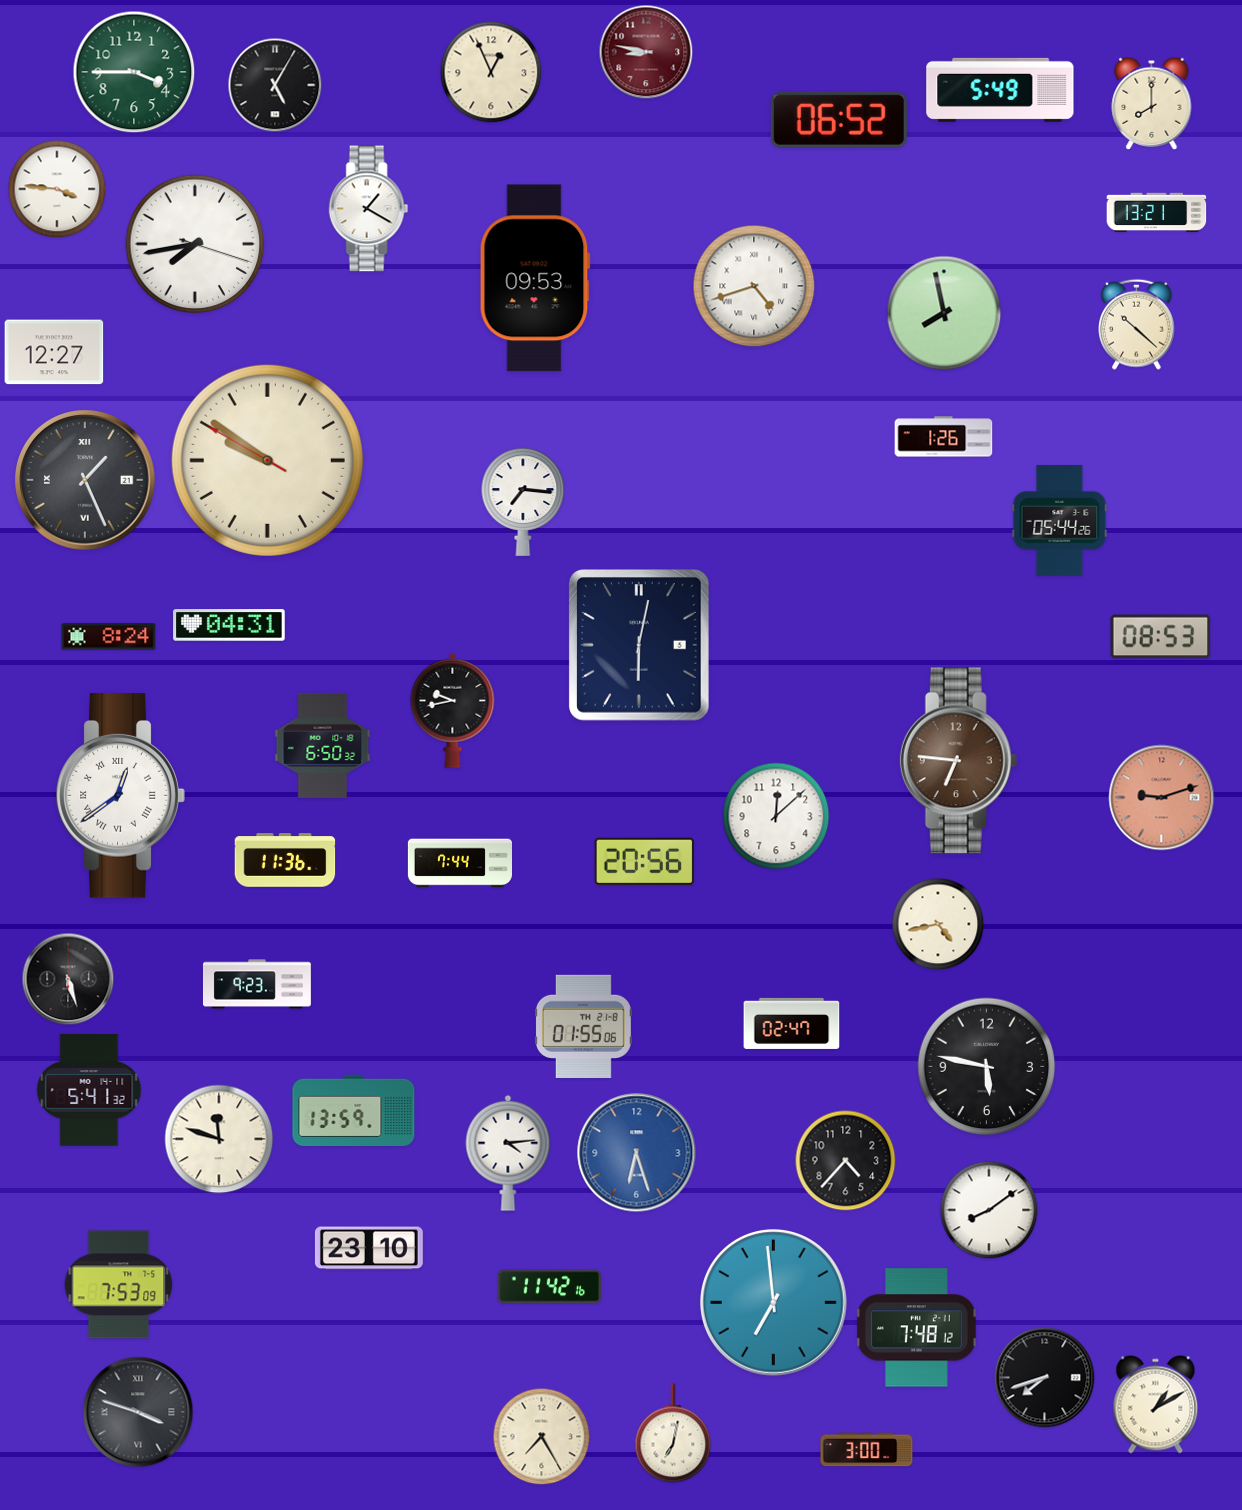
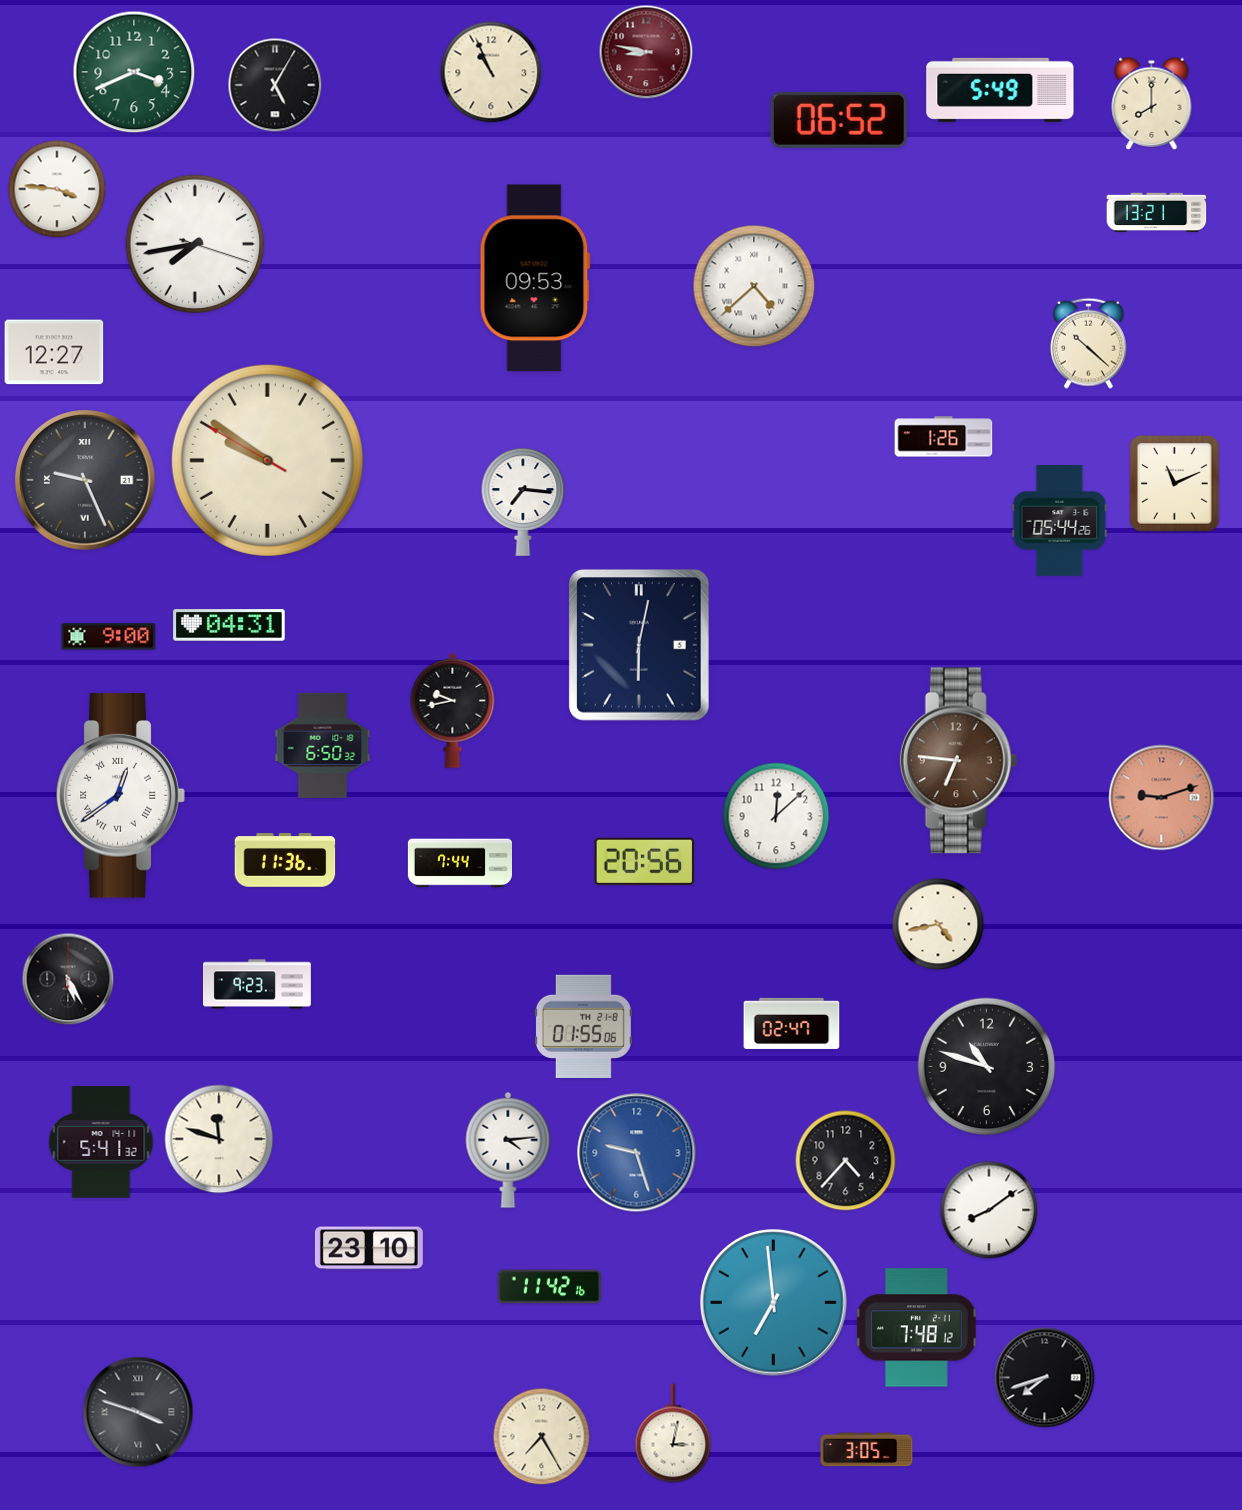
clock at (134, 72): 3:45 -> 3:41
clock at (491, 72): 12:56 -> 10:56
clock at (369, 209): 1:20 -> none
clock at (754, 286): 4:42 -> 4:38
clock at (944, 313): 7:58 -> none
clock at (1137, 324) position: (1137, 324) -> (1089, 343)
clock at (85, 480): 1:26 -> 9:26
clock at (1175, 484): none -> 11:11
clock at (109, 637): 8:24 -> 9:00
clock at (1161, 637): 08:53 -> none
clock at (68, 979): 5:27 -> 5:25
clock at (987, 1067): 5:47 -> 10:48
clock at (89, 1090) position: (89, 1090) -> (101, 1142)
clock at (354, 1110): 13:59 -> none
clock at (508, 1153) position: (508, 1153) -> (508, 1150)
clock at (637, 1153): 6:27 -> 9:27
clock at (119, 1285): 7:53 -> none
clock at (1156, 1405): 1:10 -> none
clock at (673, 1433): 7:02 -> 3:02
clock at (867, 1450): 3:00 -> 3:05
